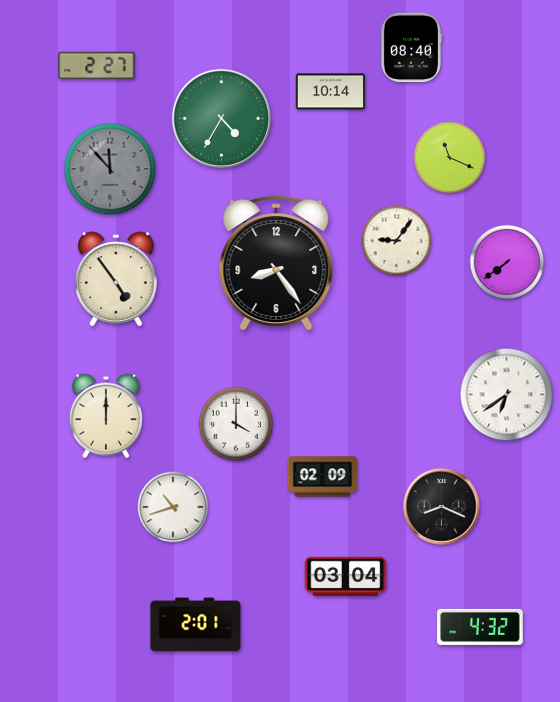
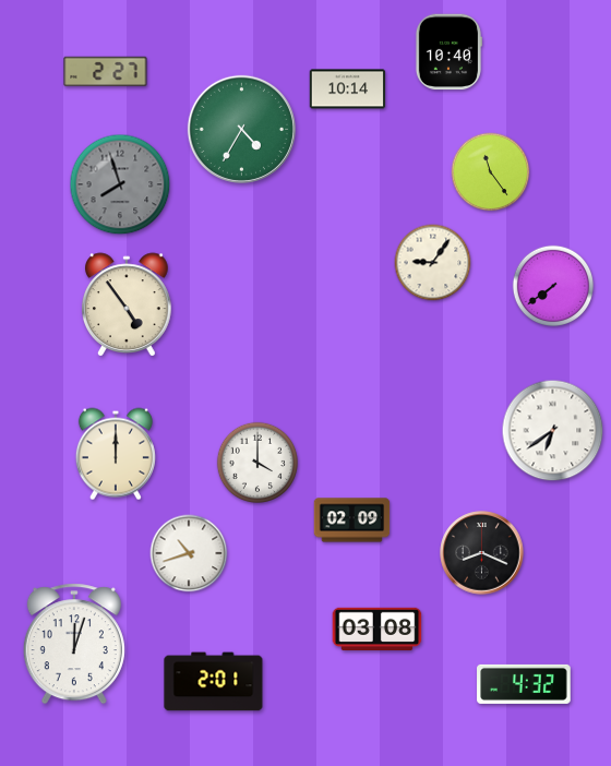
clock at (411, 48): 08:40 -> 10:40
clock at (331, 92) position: (331, 92) -> (348, 89)
clock at (450, 158): 11:19 -> 11:24
clock at (110, 169): 11:53 -> 7:57
clock at (276, 263): 8:24 -> none
clock at (346, 577): 03:04 -> 03:08
clock at (74, 644): none -> 12:03
